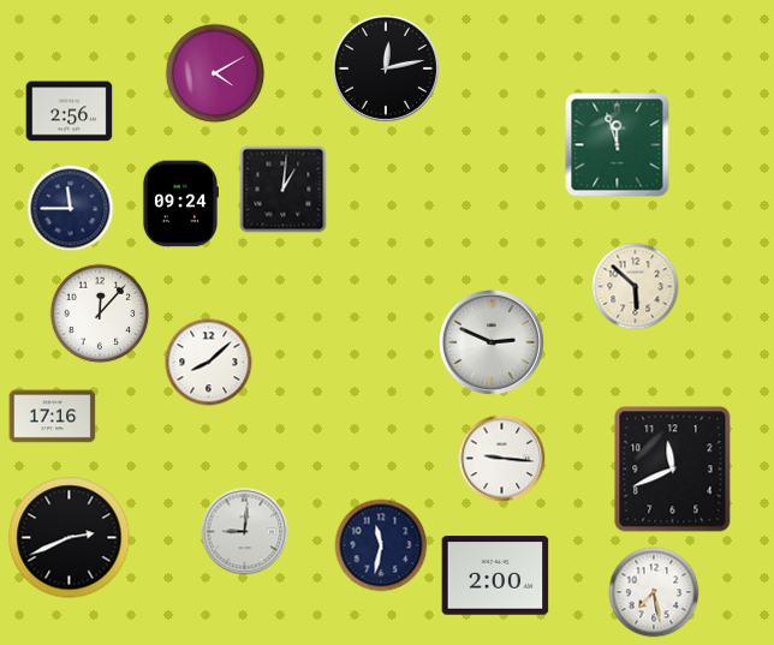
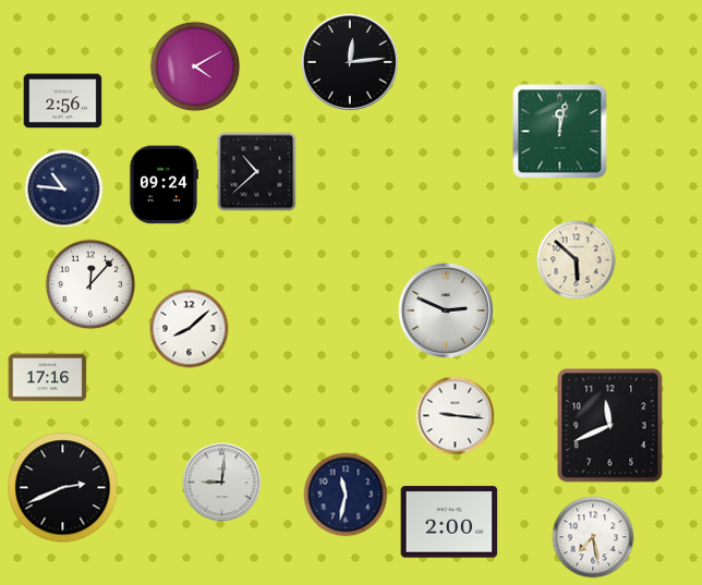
clock at (386, 68): 12:13 -> 12:14
clock at (618, 145): 11:57 -> 12:02
clock at (284, 190): 1:01 -> 10:38
clock at (71, 209): 11:45 -> 10:46
